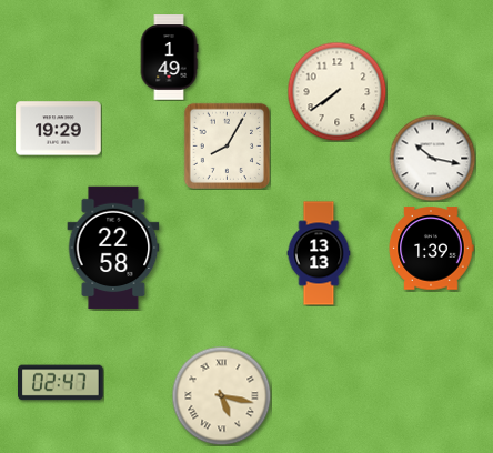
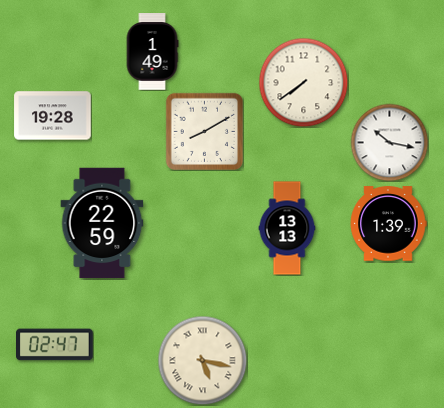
clock at (59, 129): 19:29 -> 19:28
clock at (227, 145): 8:05 -> 8:10
clock at (113, 248): 22:58 -> 22:59
clock at (221, 395) position: (221, 395) -> (202, 360)
